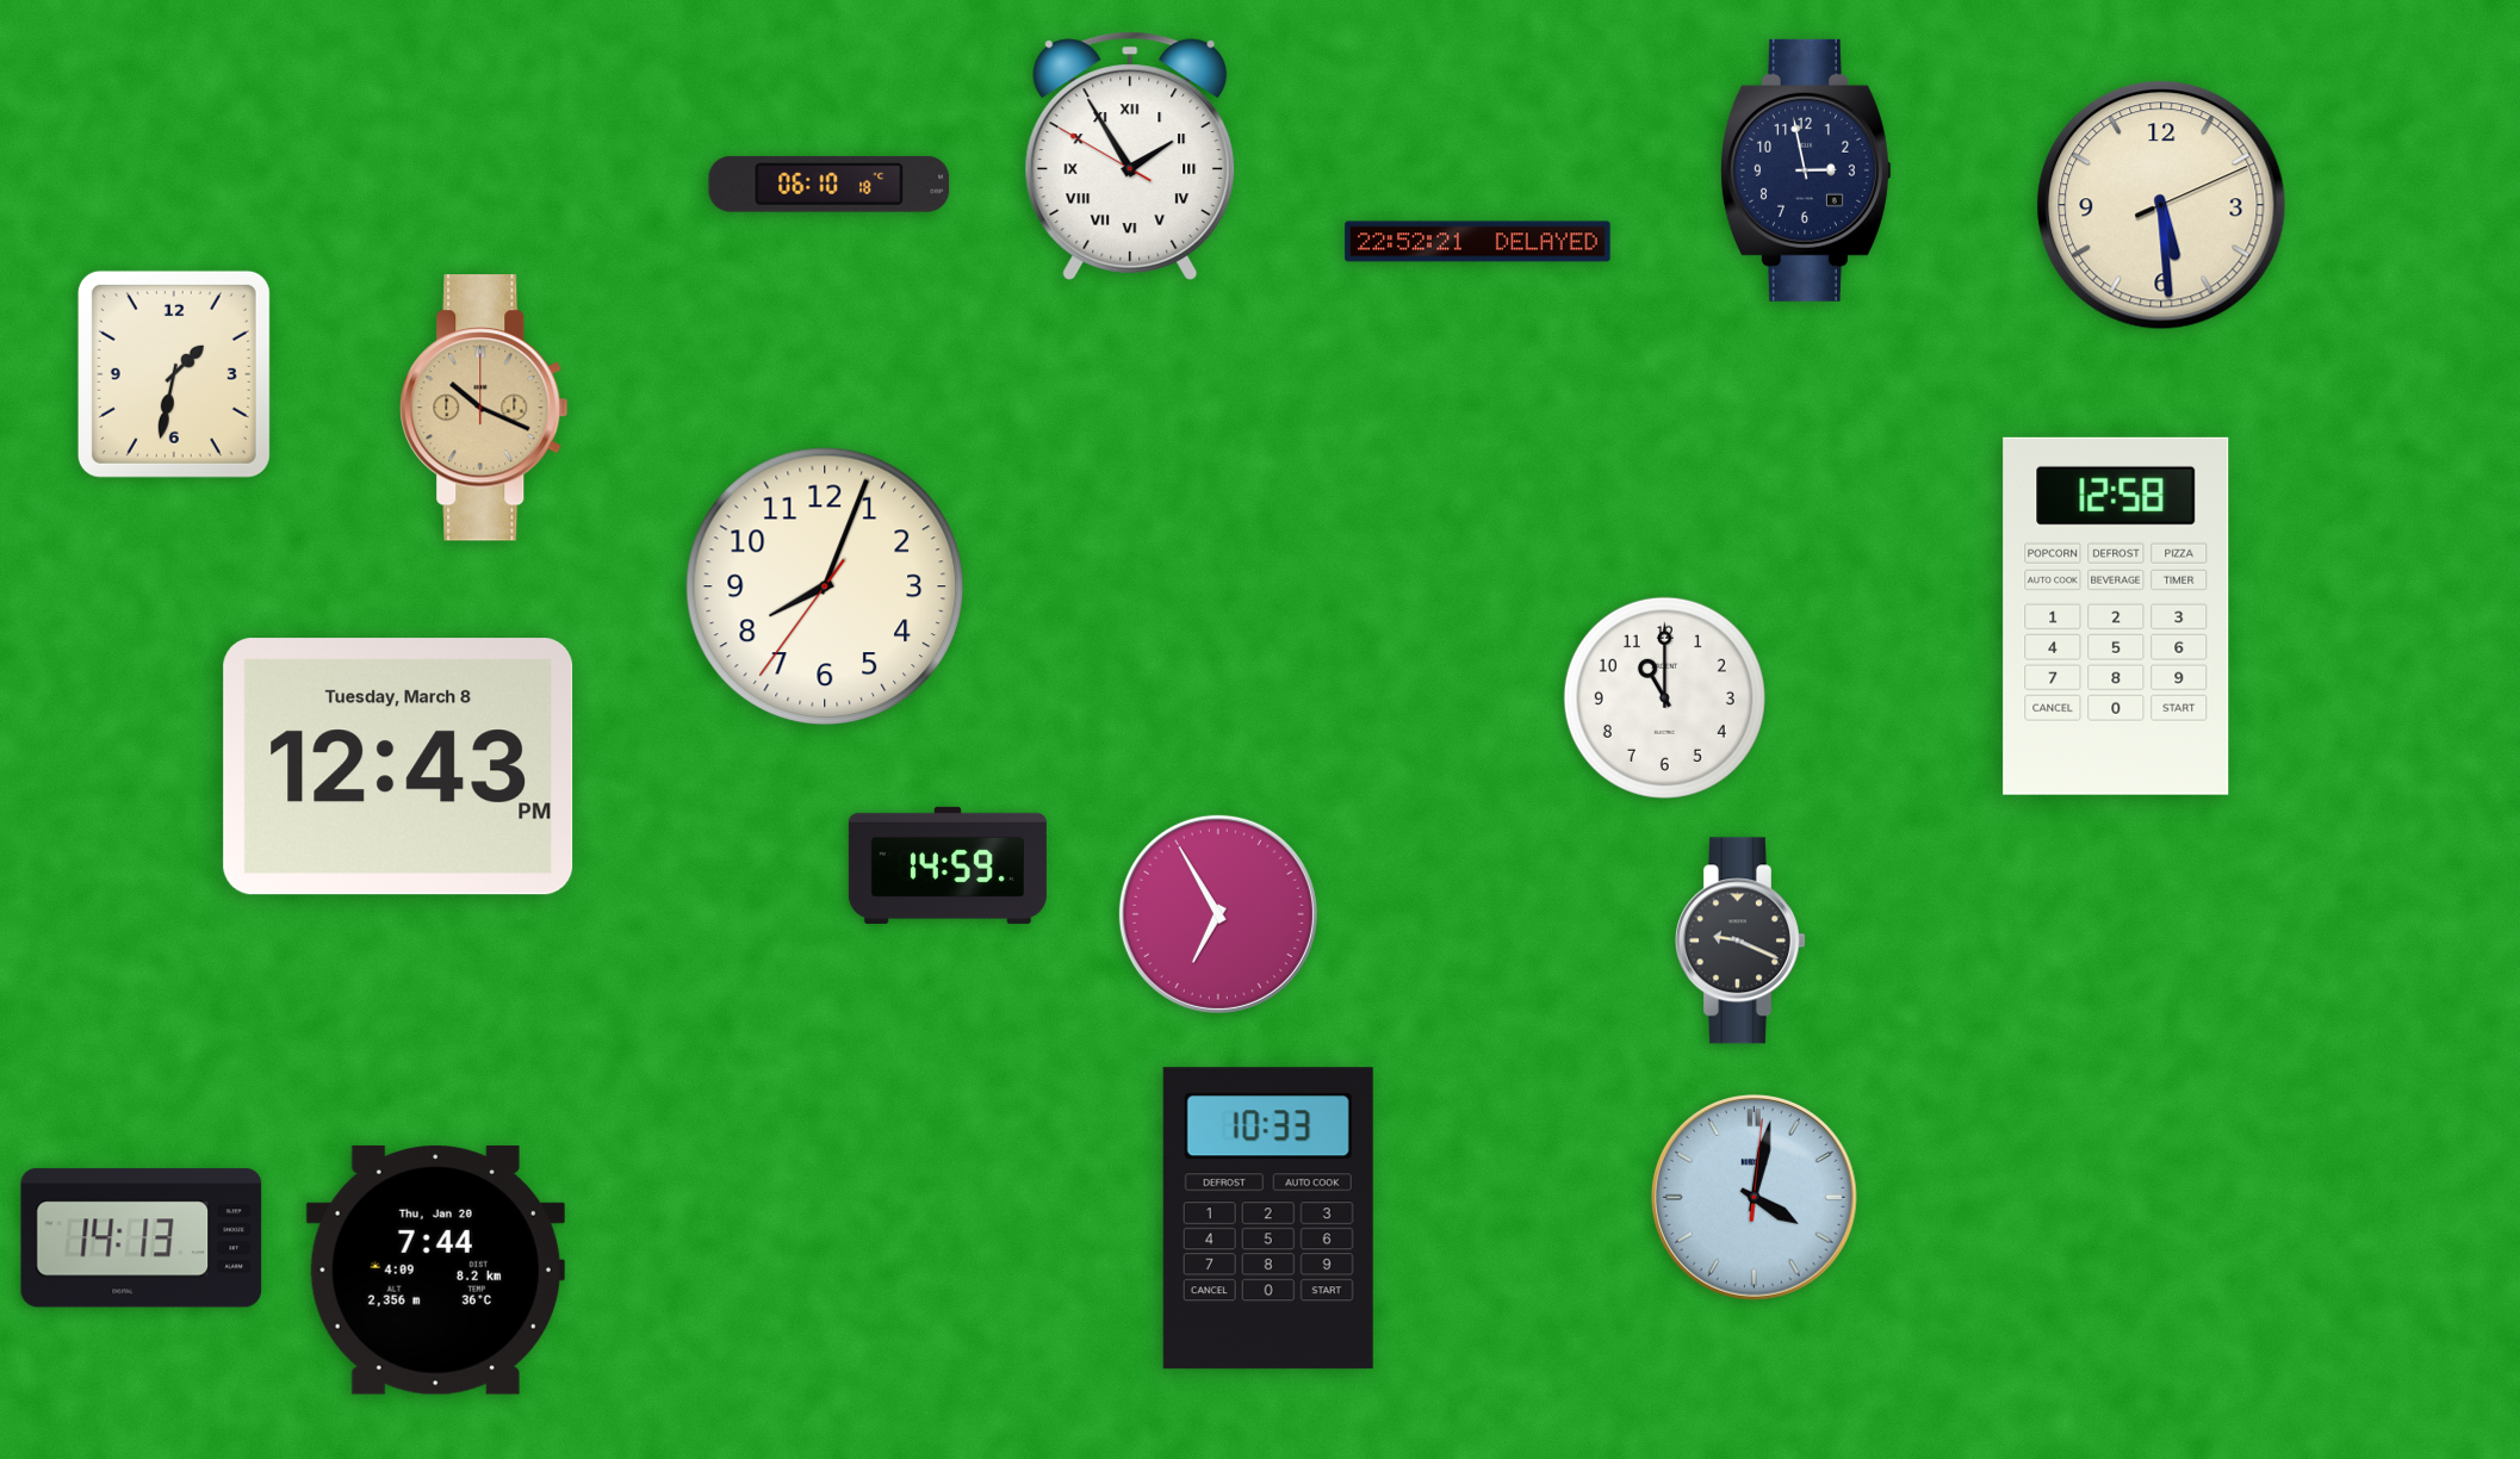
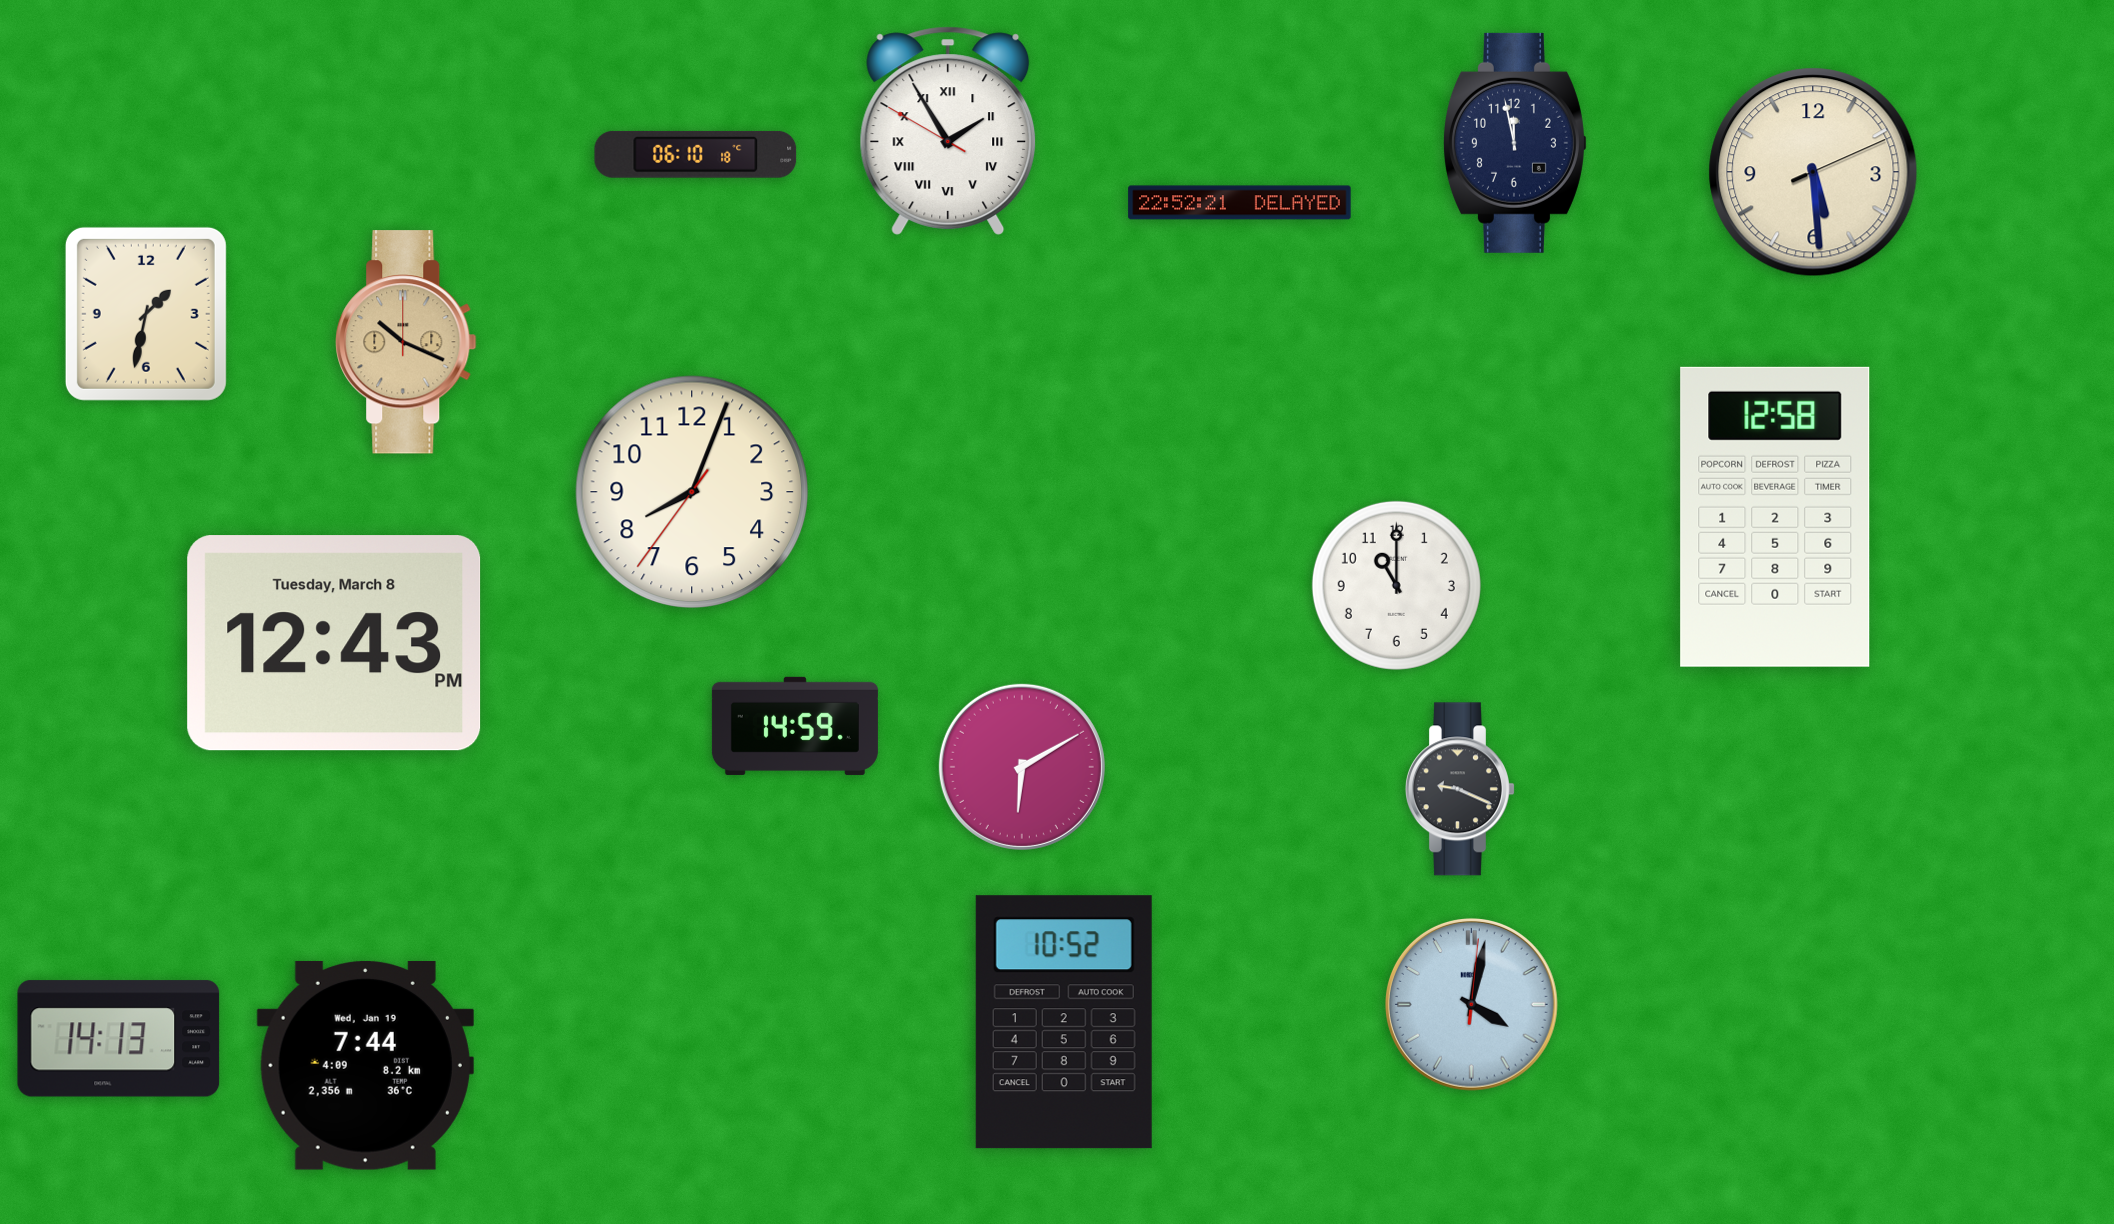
clock at (1806, 170): 2:58 -> 11:58
clock at (1218, 914): 6:55 -> 6:10
clock at (1268, 1218): 10:33 -> 10:52
clock at (435, 1269) date: Thu, Jan 20 -> Wed, Jan 19
